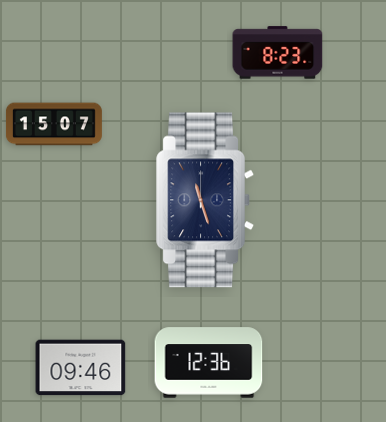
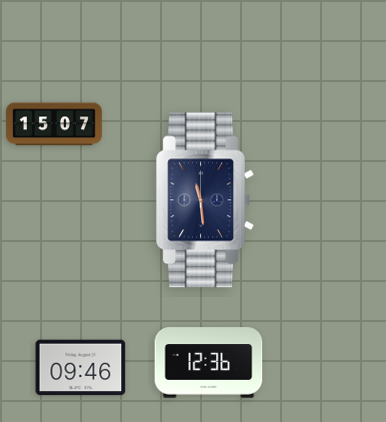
clock at (278, 53): 8:23 -> none
clock at (205, 200): 11:27 -> 11:29
